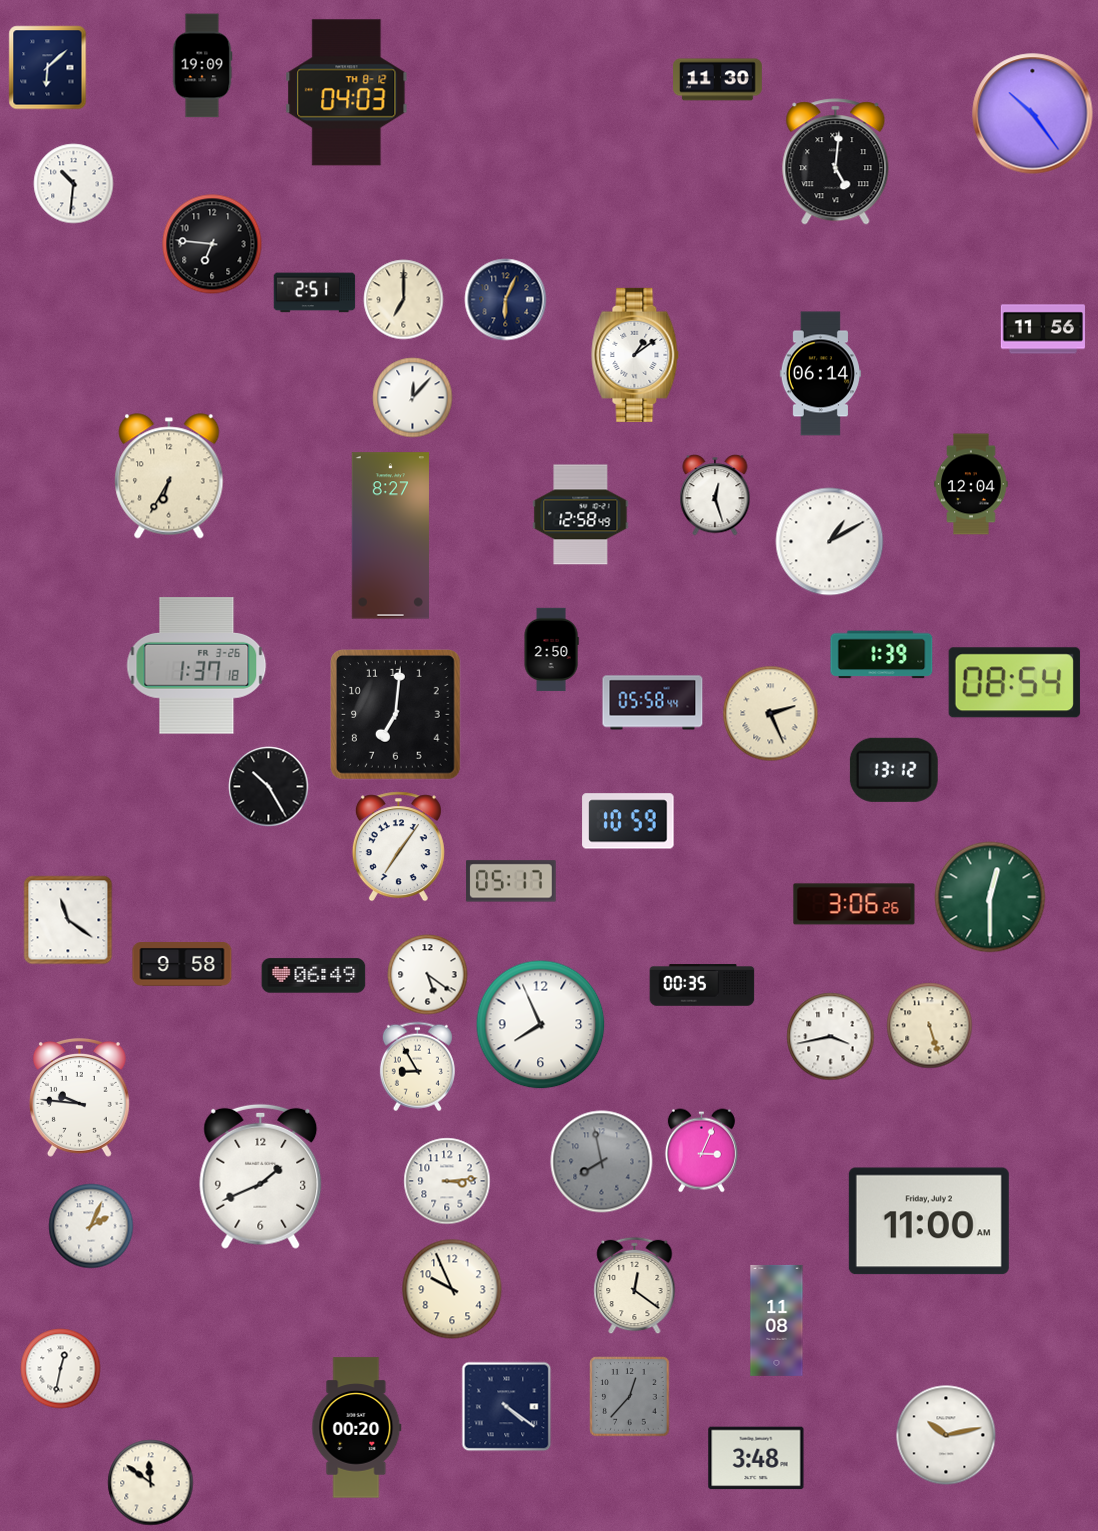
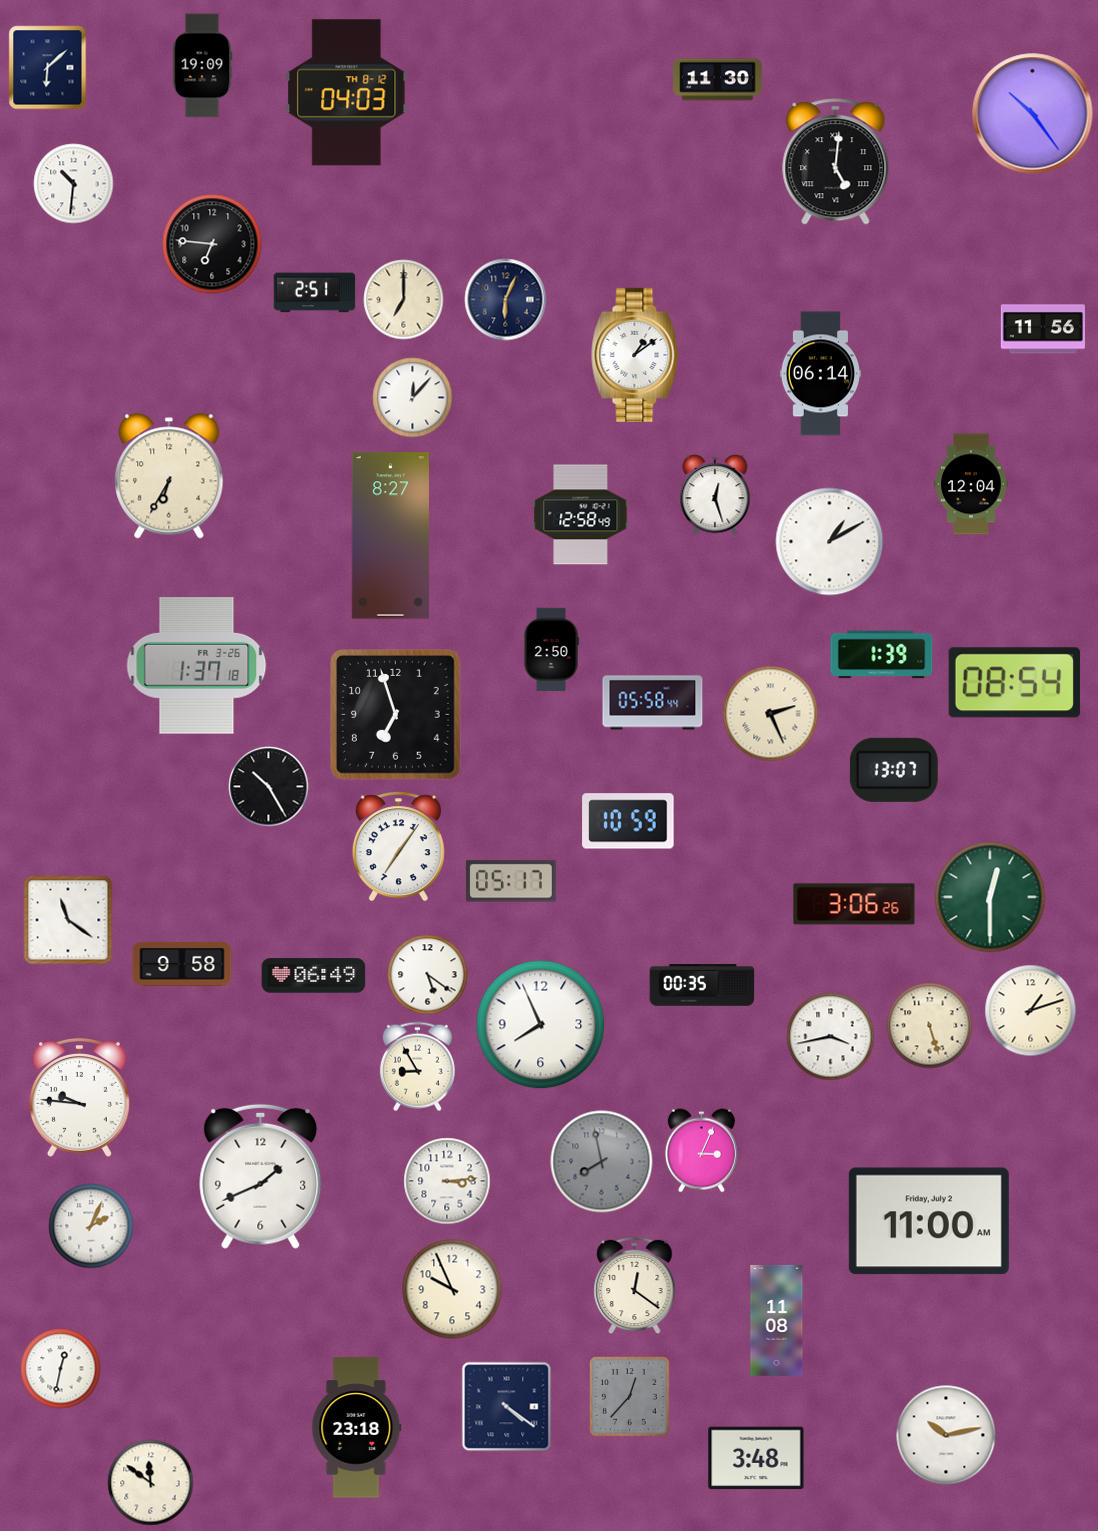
clock at (396, 715): 7:01 -> 6:57
clock at (894, 770): 13:12 -> 13:07
clock at (1031, 1011): none -> 1:12
clock at (357, 1428): 00:20 -> 23:18
